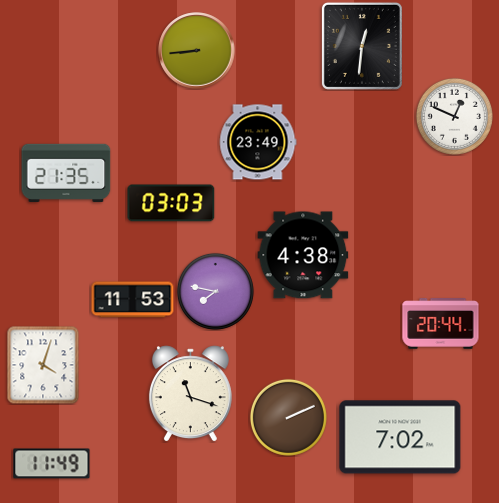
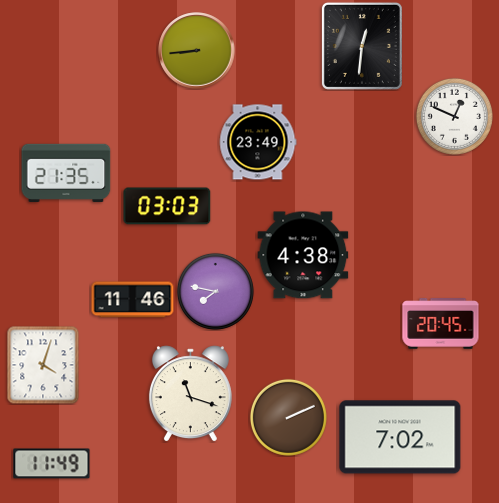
clock at (171, 203) position: (171, 203) -> (167, 206)
clock at (133, 300): 11:53 -> 11:46
clock at (441, 324): 20:44 -> 20:45
